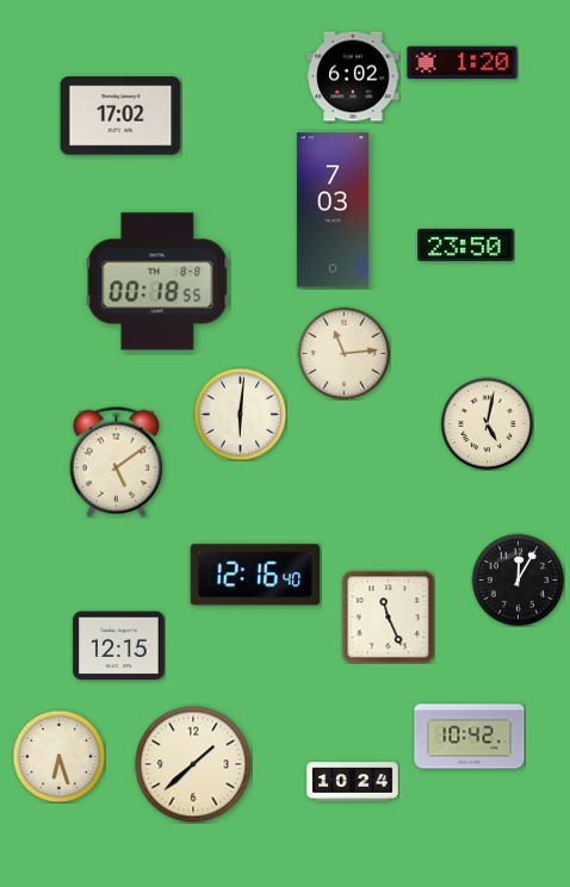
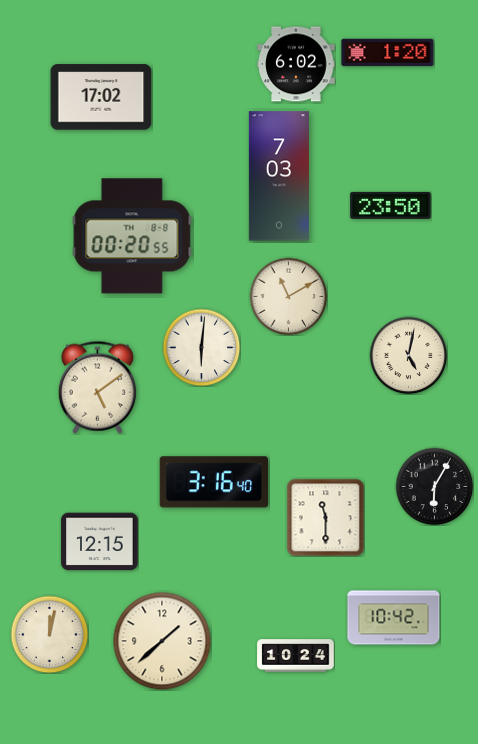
clock at (157, 281): 00:18 -> 00:20
clock at (343, 353): 11:14 -> 11:10
clock at (254, 575): 12:16 -> 3:16
clock at (518, 579): 12:05 -> 6:05
clock at (388, 616): 11:26 -> 11:30
clock at (58, 756): 6:27 -> 12:02
